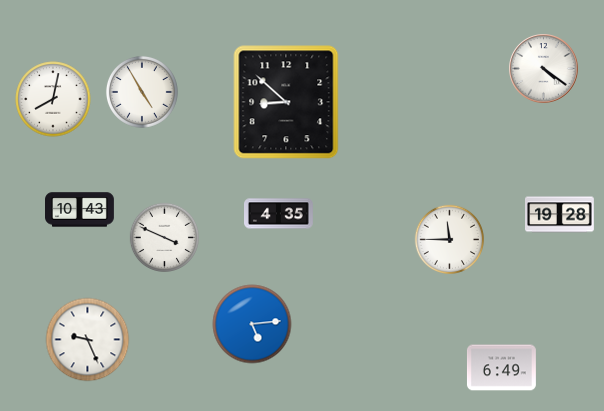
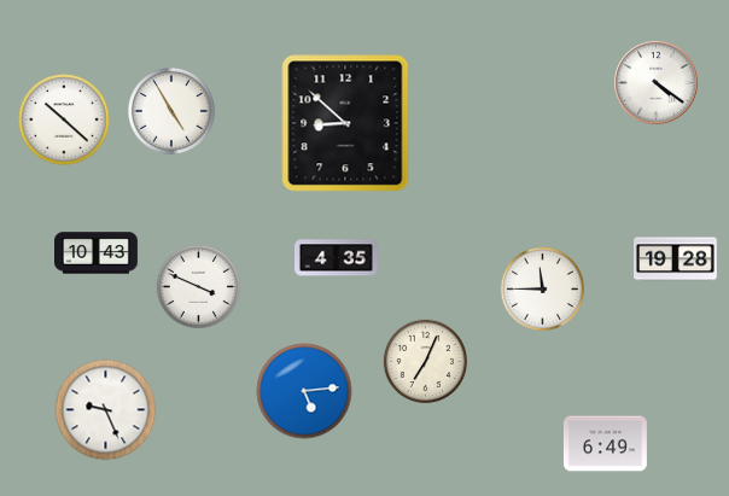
clock at (53, 99): 8:02 -> 10:22
clock at (425, 361): none -> 7:04
